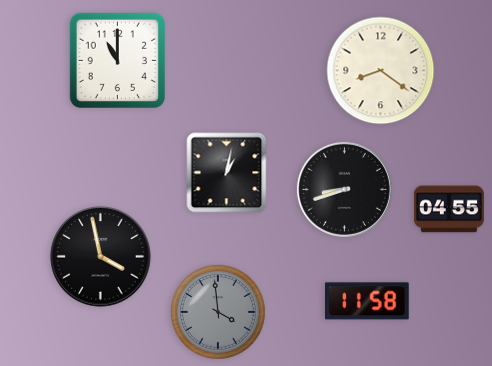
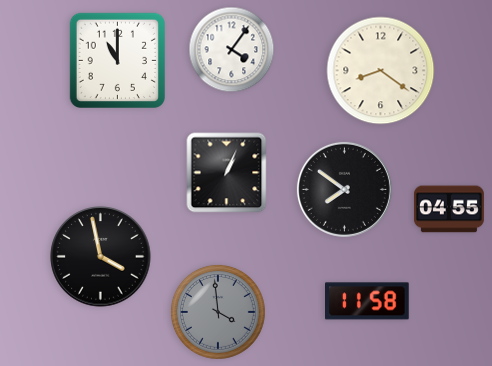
clock at (232, 50): none -> 4:06
clock at (227, 173): 1:02 -> 1:04
clock at (344, 189): 8:42 -> 7:51
